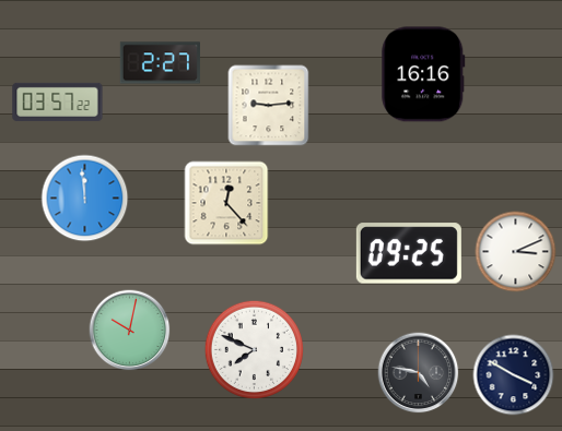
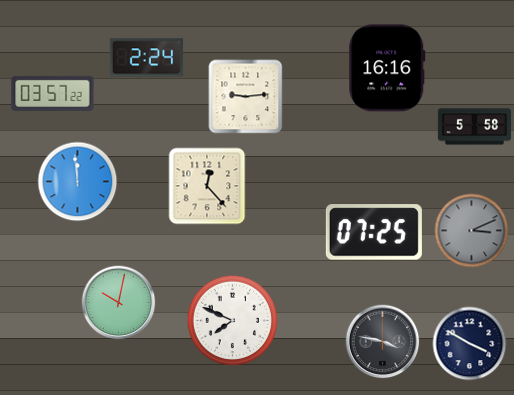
clock at (160, 63): 2:27 -> 2:24
clock at (475, 127): none -> 5:58
clock at (516, 252) dial: white -> grey
clock at (409, 253): 09:25 -> 07:25
clock at (419, 373): 4:47 -> 3:47
